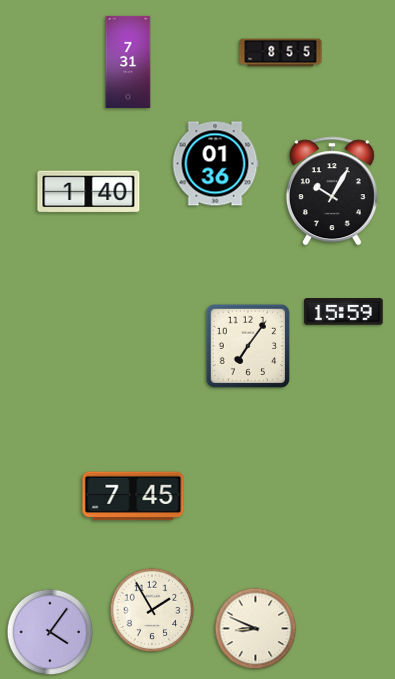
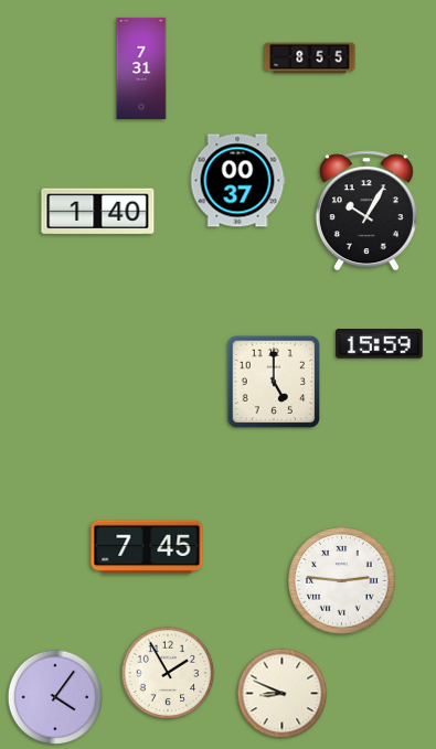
clock at (215, 164): 01:36 -> 00:37
clock at (248, 346): 7:06 -> 5:00
clock at (342, 581): none -> 2:46
